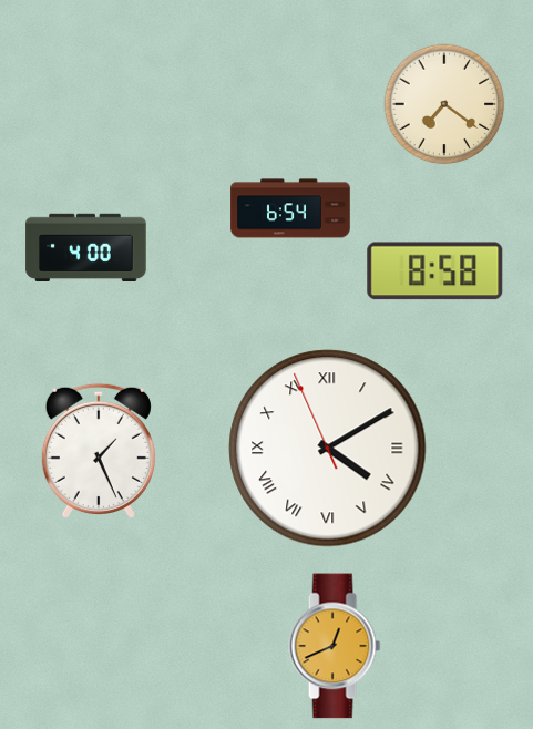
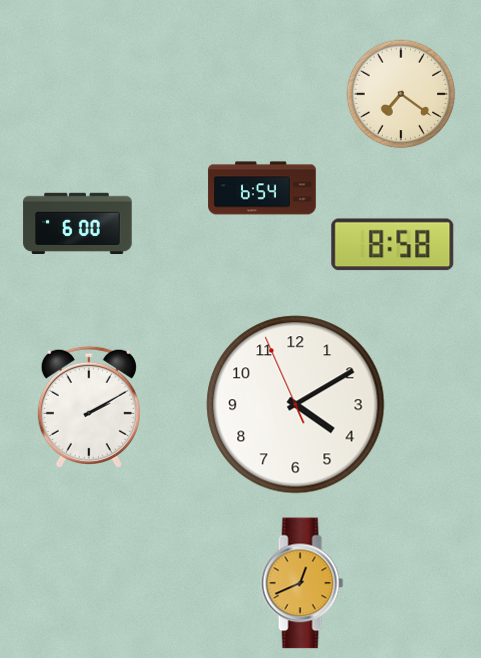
clock at (86, 247): 4:00 -> 6:00
clock at (328, 449) numerals: Roman -> Arabic
clock at (99, 451): 1:26 -> 2:10
